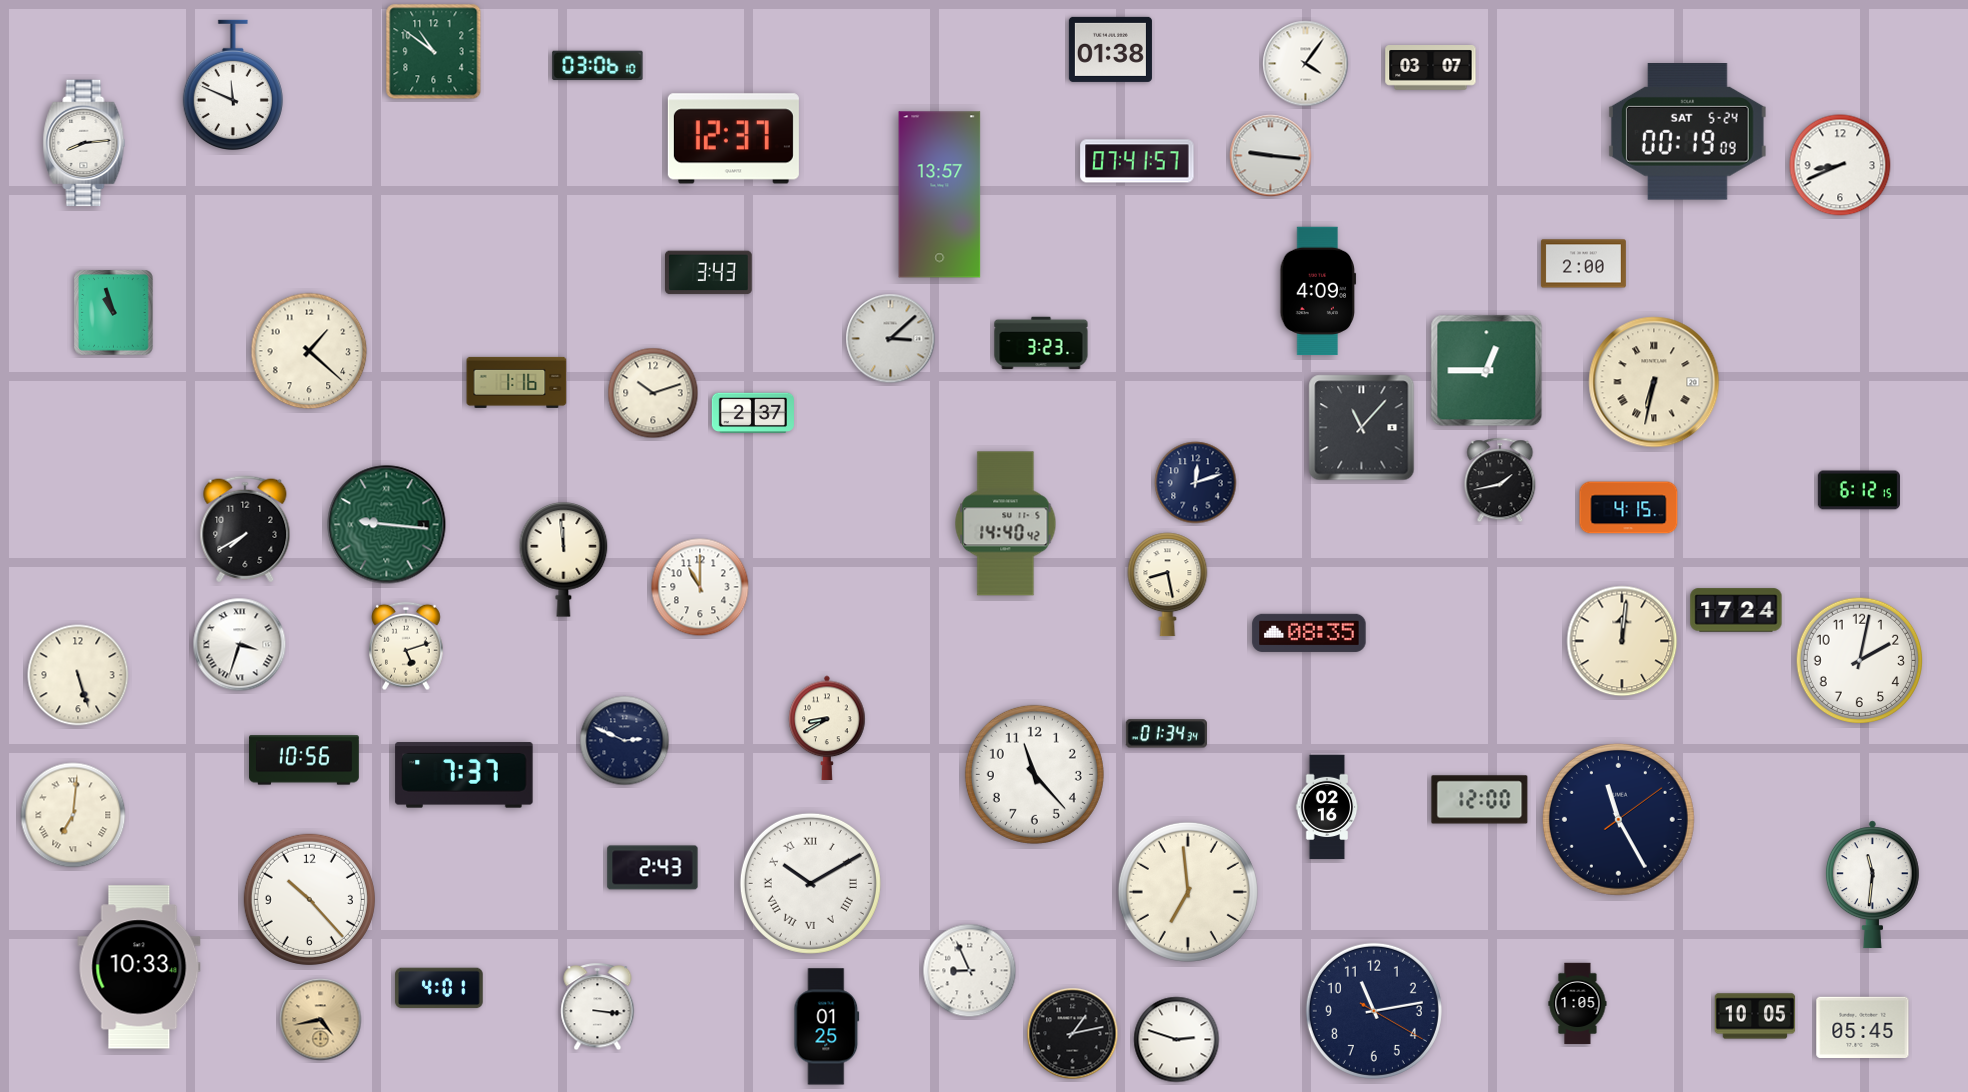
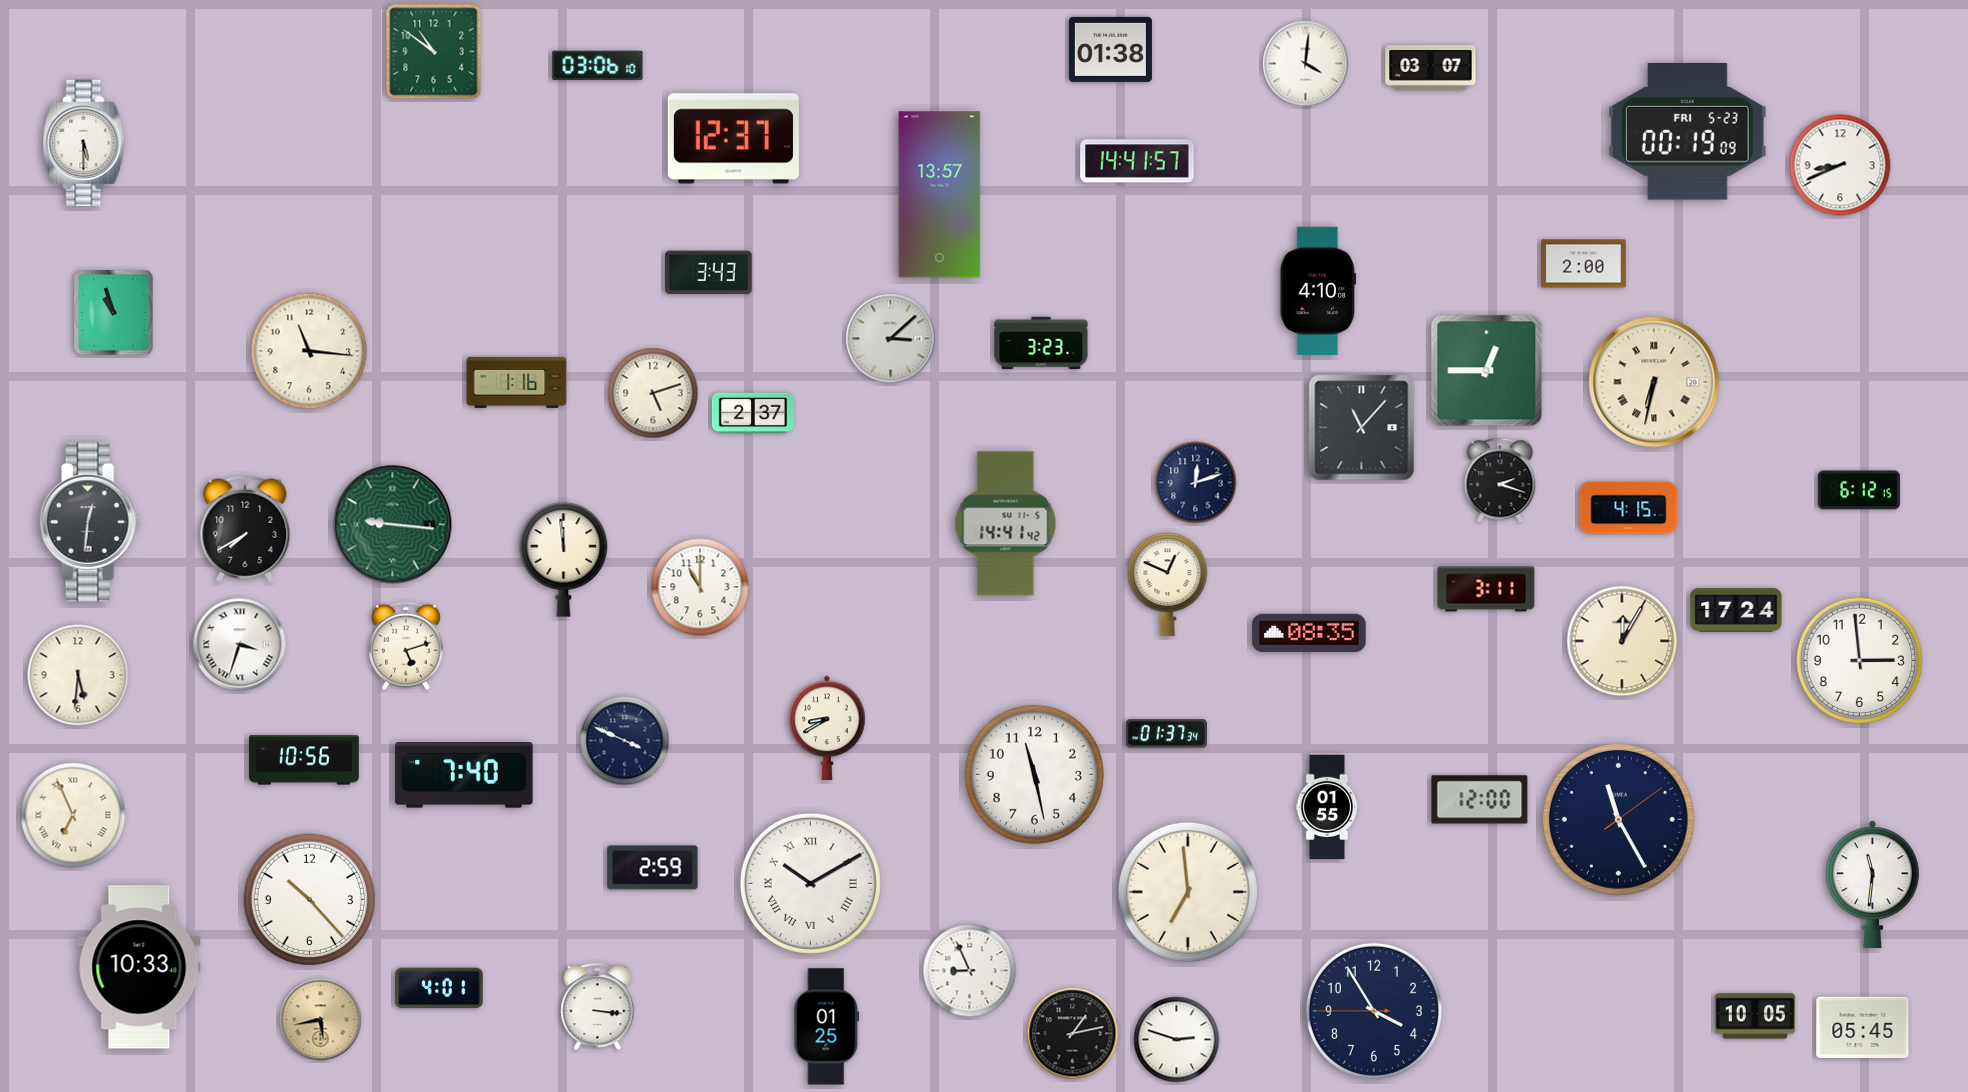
clock at (1306, 64): 4:06 -> 4:01
clock at (233, 84): 11:49 -> none
clock at (1687, 132) date: SAT 5-24 -> FRI 5-23
clock at (84, 143): 8:14 -> 5:30
clock at (1271, 156): 9:16 -> none
clock at (1137, 161): 07:41 -> 14:41
clock at (1318, 291): 4:09 -> 4:10
clock at (309, 351): 1:22 -> 11:16
clock at (653, 393): 10:12 -> 5:12
clock at (1500, 480): 1:43 -> 2:18
clock at (90, 522): none -> 12:31
clock at (1006, 524): 14:40 -> 14:41
clock at (387, 525) position: (387, 525) -> (393, 525)
clock at (1168, 585): 8:28 -> 12:49
clock at (1486, 589): none -> 3:11
clock at (1622, 641): 12:01 -> 12:05
clock at (1860, 661): 2:02 -> 2:59
clock at (78, 675): 5:27 -> 5:31
clock at (1166, 734): 01:34 -> 01:37
clock at (625, 741): 2:49 -> 3:49
clock at (1034, 774): 11:23 -> 11:28
clock at (464, 775): 7:37 -> 7:40
clock at (1327, 807): 02:16 -> 01:55
clock at (73, 815): 7:01 -> 6:56
clock at (653, 868): 2:43 -> 2:59
clock at (1578, 1004): 1:05 -> none
clock at (1374, 1011): 11:13 -> 3:54
clock at (321, 1020): 4:43 -> 5:43
